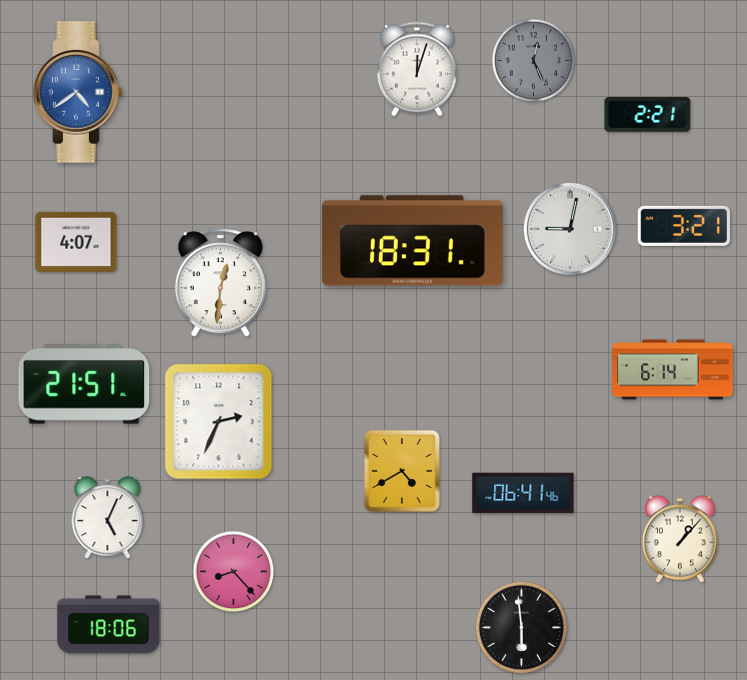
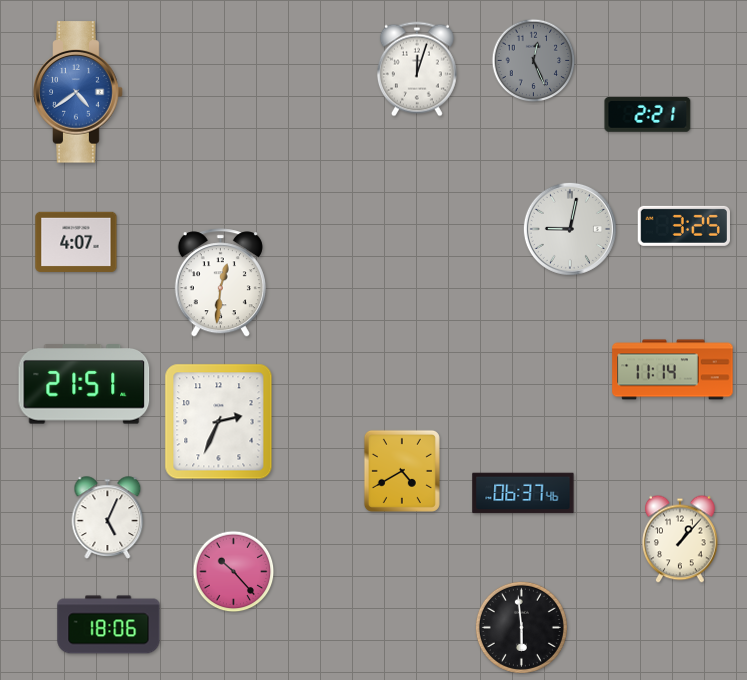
clock at (684, 226): 3:21 -> 3:25
clock at (412, 241): 18:31 -> none
clock at (673, 370): 6:14 -> 11:14
clock at (523, 493): 06:41 -> 06:37
clock at (234, 572): 8:23 -> 10:23
